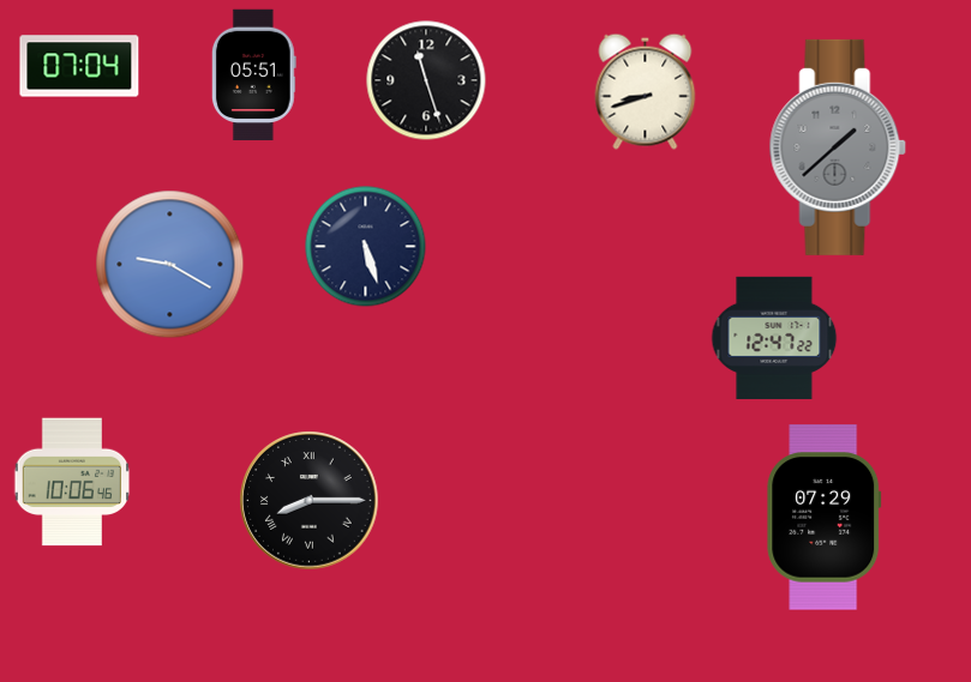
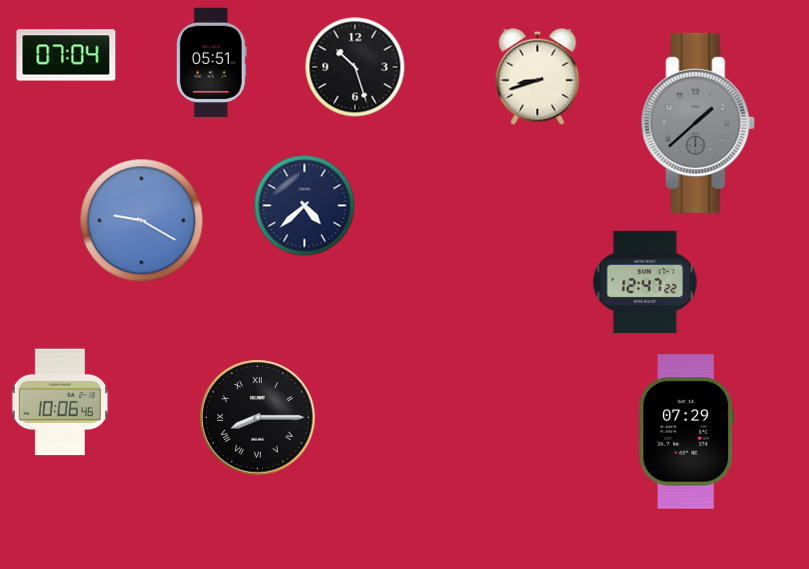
clock at (426, 80): 11:27 -> 10:27
clock at (366, 247): 5:27 -> 4:38
